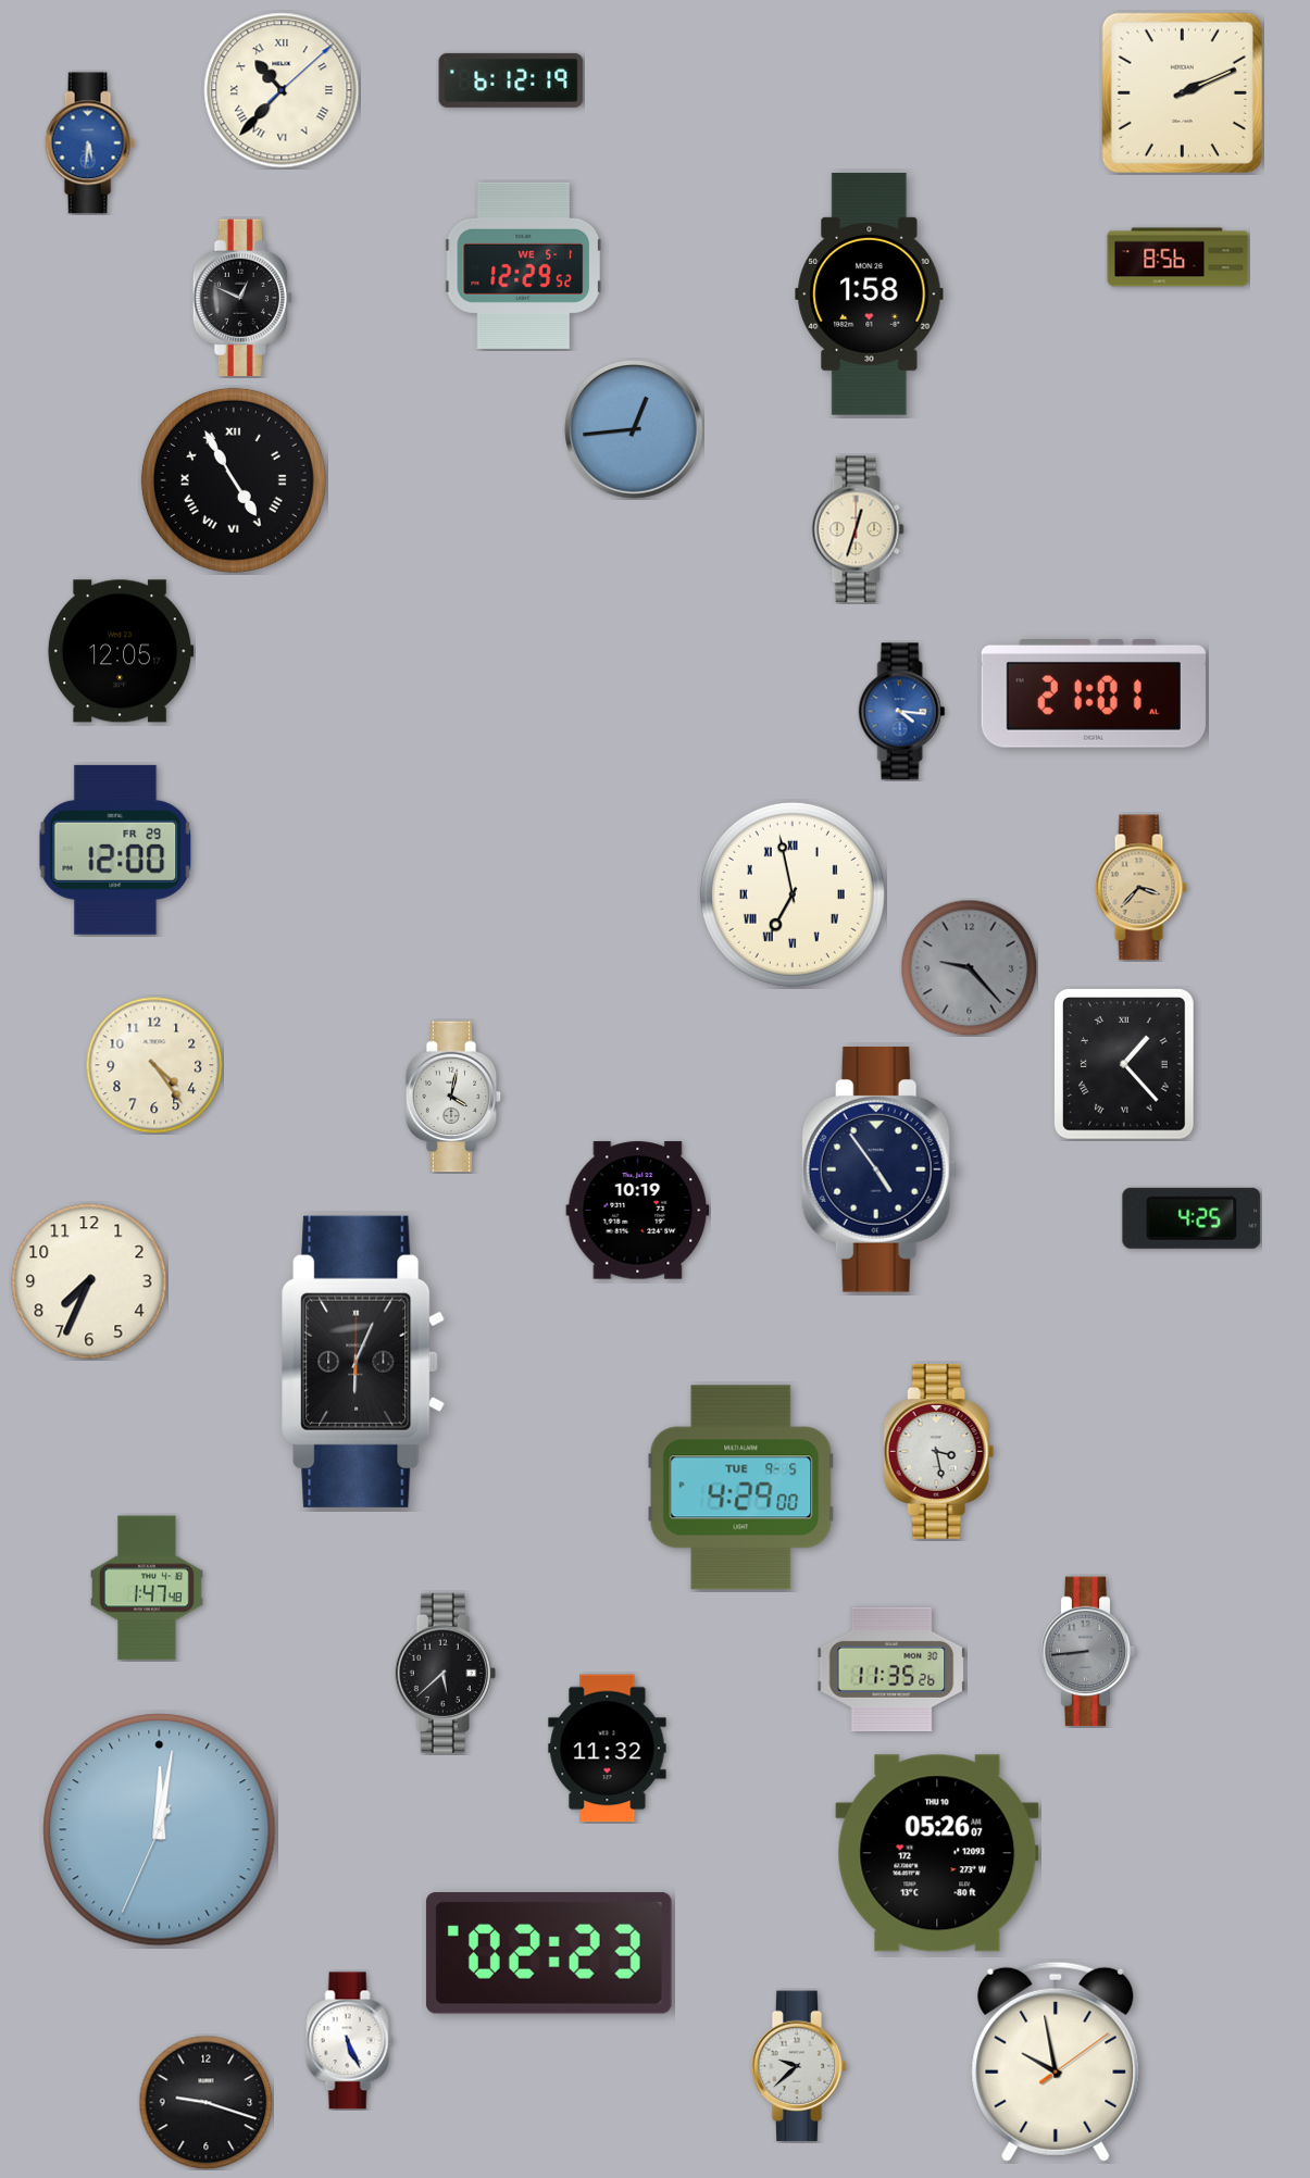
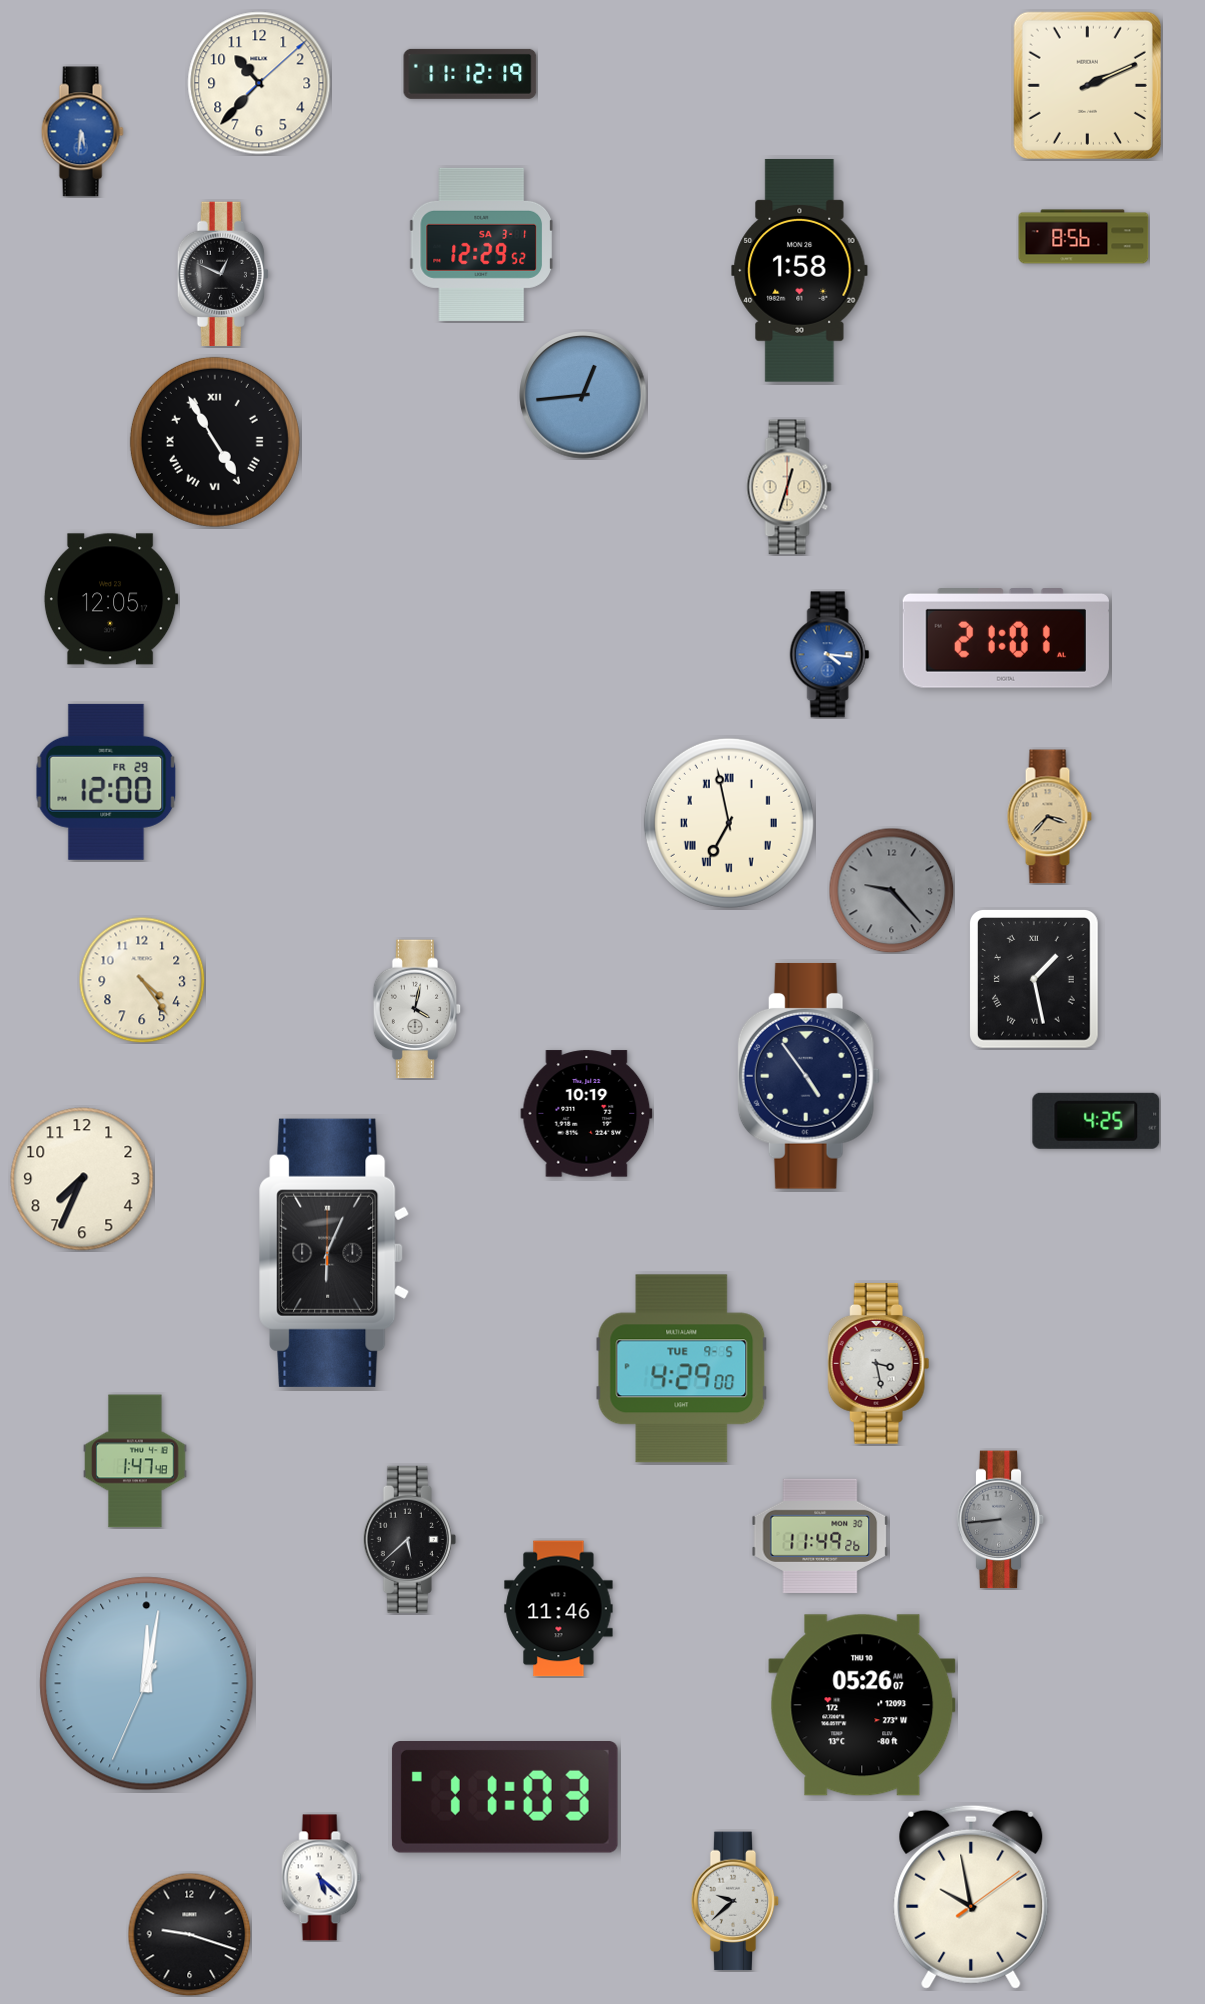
clock at (511, 80): 6:12 -> 11:12
clock at (282, 90) numerals: Roman -> Arabic
clock at (523, 265) date: WE 5-1 -> SA 3-1
clock at (1125, 1065): 1:23 -> 1:28
clock at (939, 1451) position: (939, 1451) -> (879, 1363)
clock at (891, 1669): 11:35 -> 11:49
clock at (608, 1749): 11:32 -> 11:46
clock at (549, 1954): 02:23 -> 11:03
clock at (350, 2041): 5:26 -> 5:22
